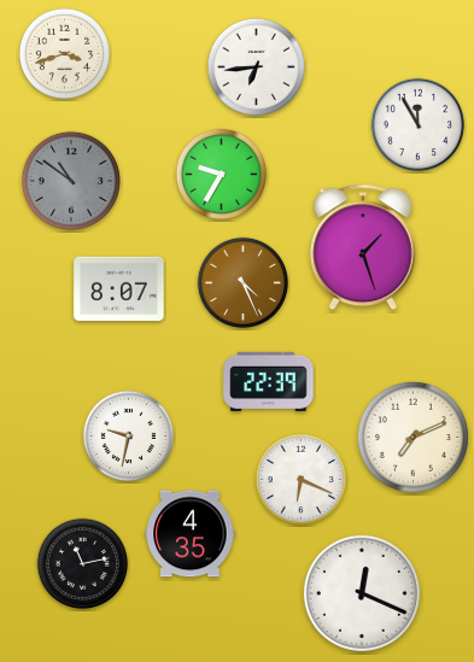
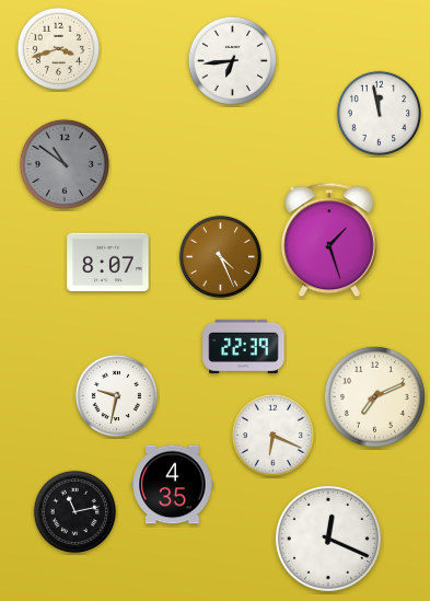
clock at (417, 124): 11:55 -> 11:58
clock at (222, 175): 9:35 -> none
clock at (363, 247) position: (363, 247) -> (329, 240)
